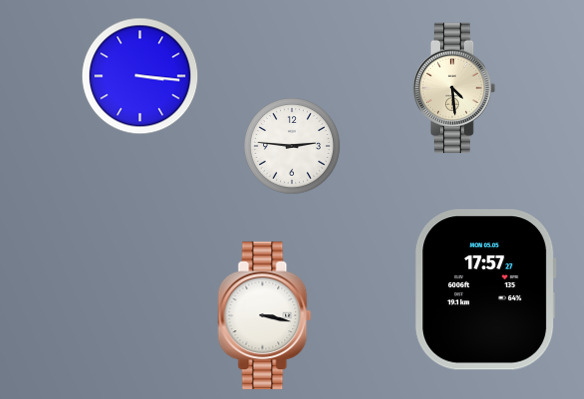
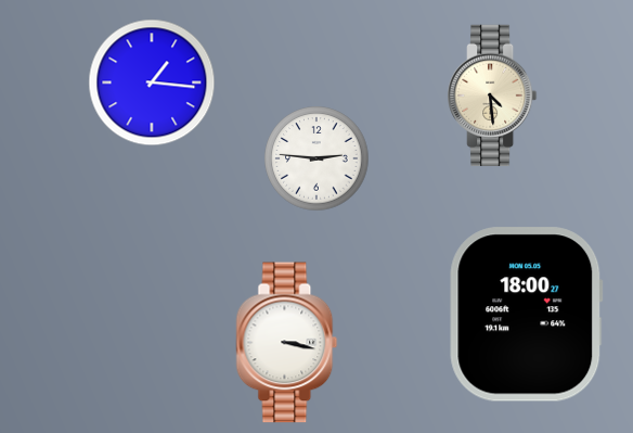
clock at (140, 76): 3:16 -> 1:16
clock at (486, 290): 17:57 -> 18:00
